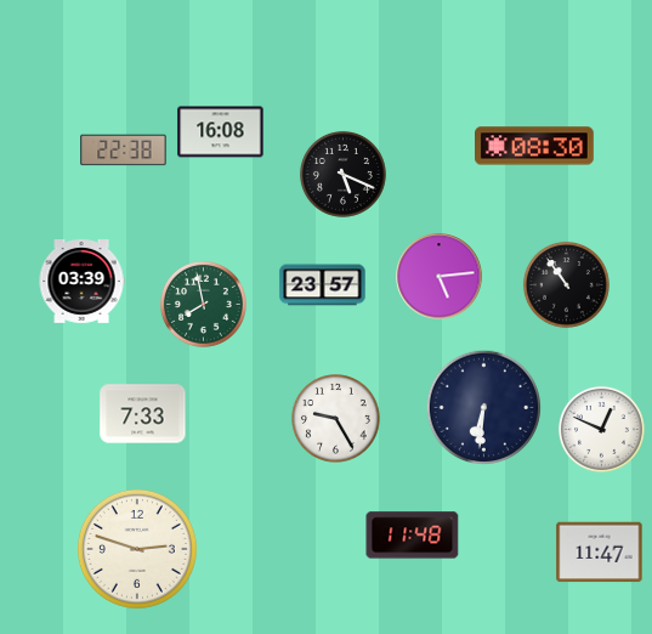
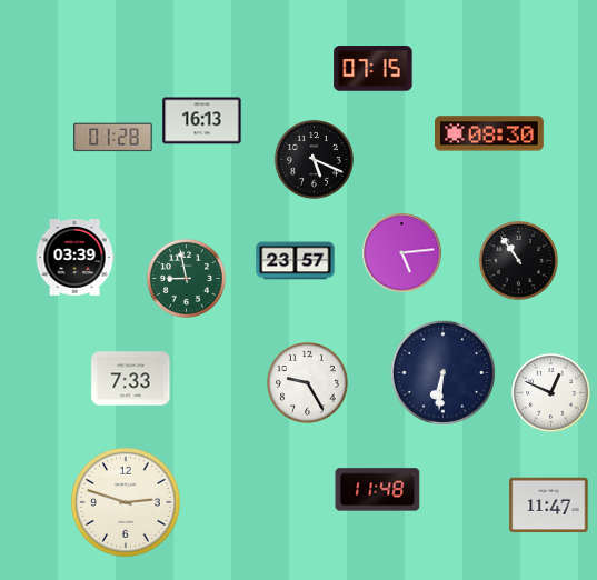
clock at (374, 69): none -> 07:15
clock at (221, 132): 16:08 -> 16:13
clock at (124, 151): 22:38 -> 01:28
clock at (203, 304): 7:58 -> 8:58
